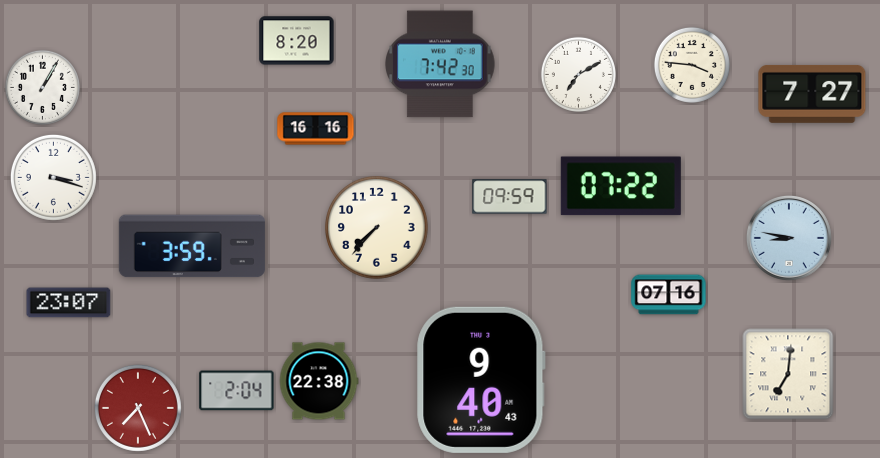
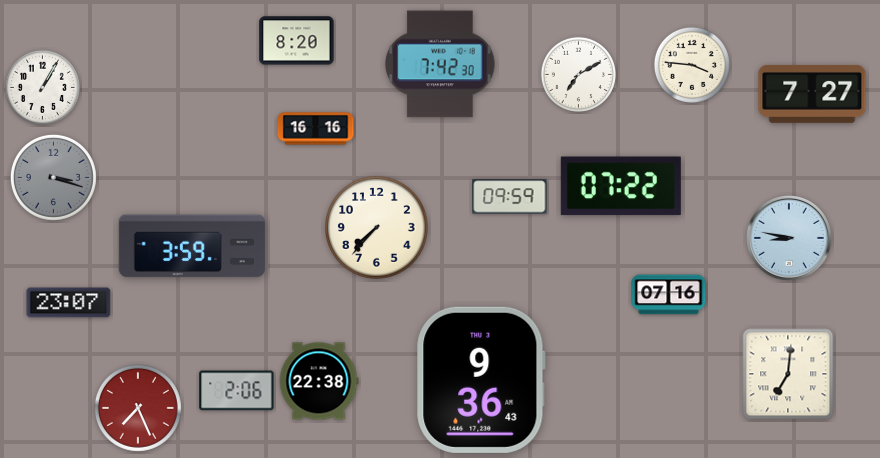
clock at (53, 177) dial: white -> grey
clock at (481, 380): 9:40 -> 9:36
clock at (237, 391): 2:04 -> 2:06
